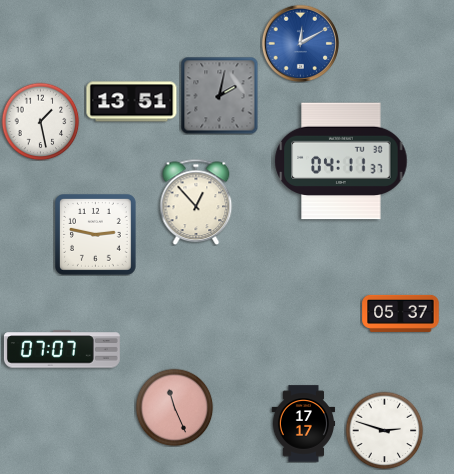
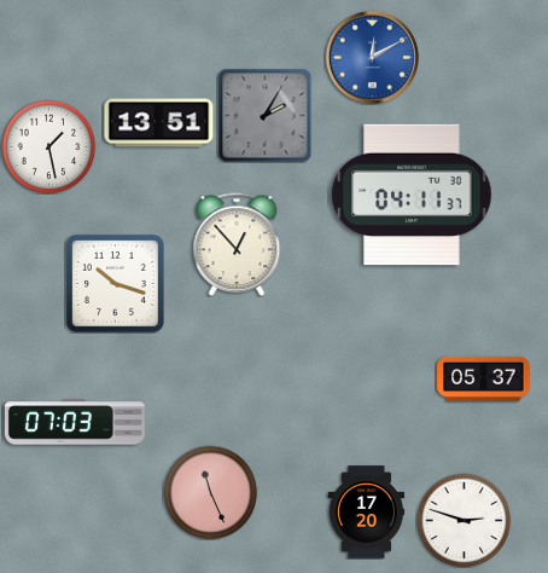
clock at (300, 43) position: (300, 43) -> (372, 57)
clock at (219, 95): 2:02 -> 2:05
clock at (96, 235): 2:47 -> 10:18
clock at (62, 349): 07:07 -> 07:03
clock at (304, 424): 17:17 -> 17:20
